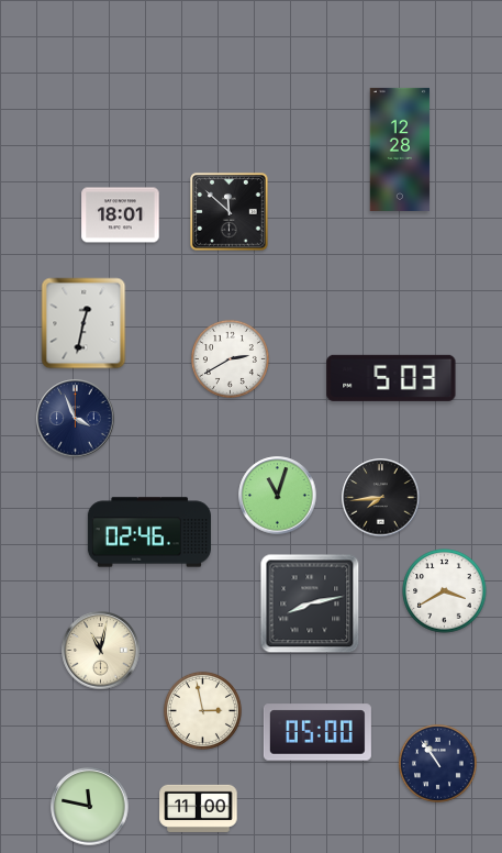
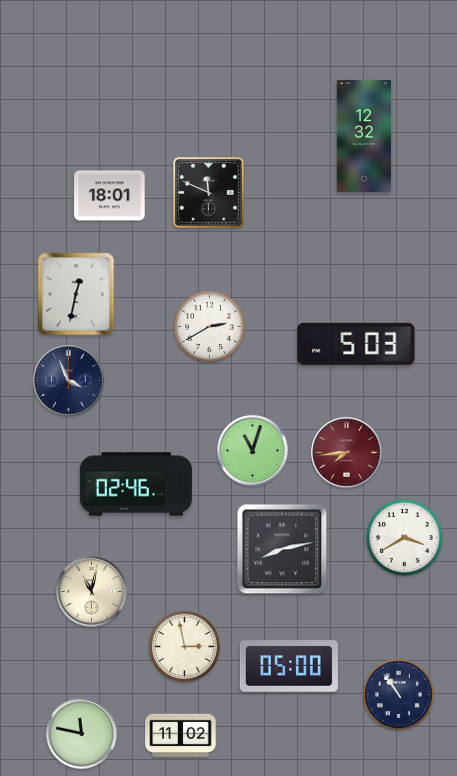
clock at (400, 149): 12:28 -> 12:32
clock at (230, 212): 11:52 -> 11:49
clock at (381, 498) dial: black -> burgundy
clock at (199, 808): 11:00 -> 11:02
